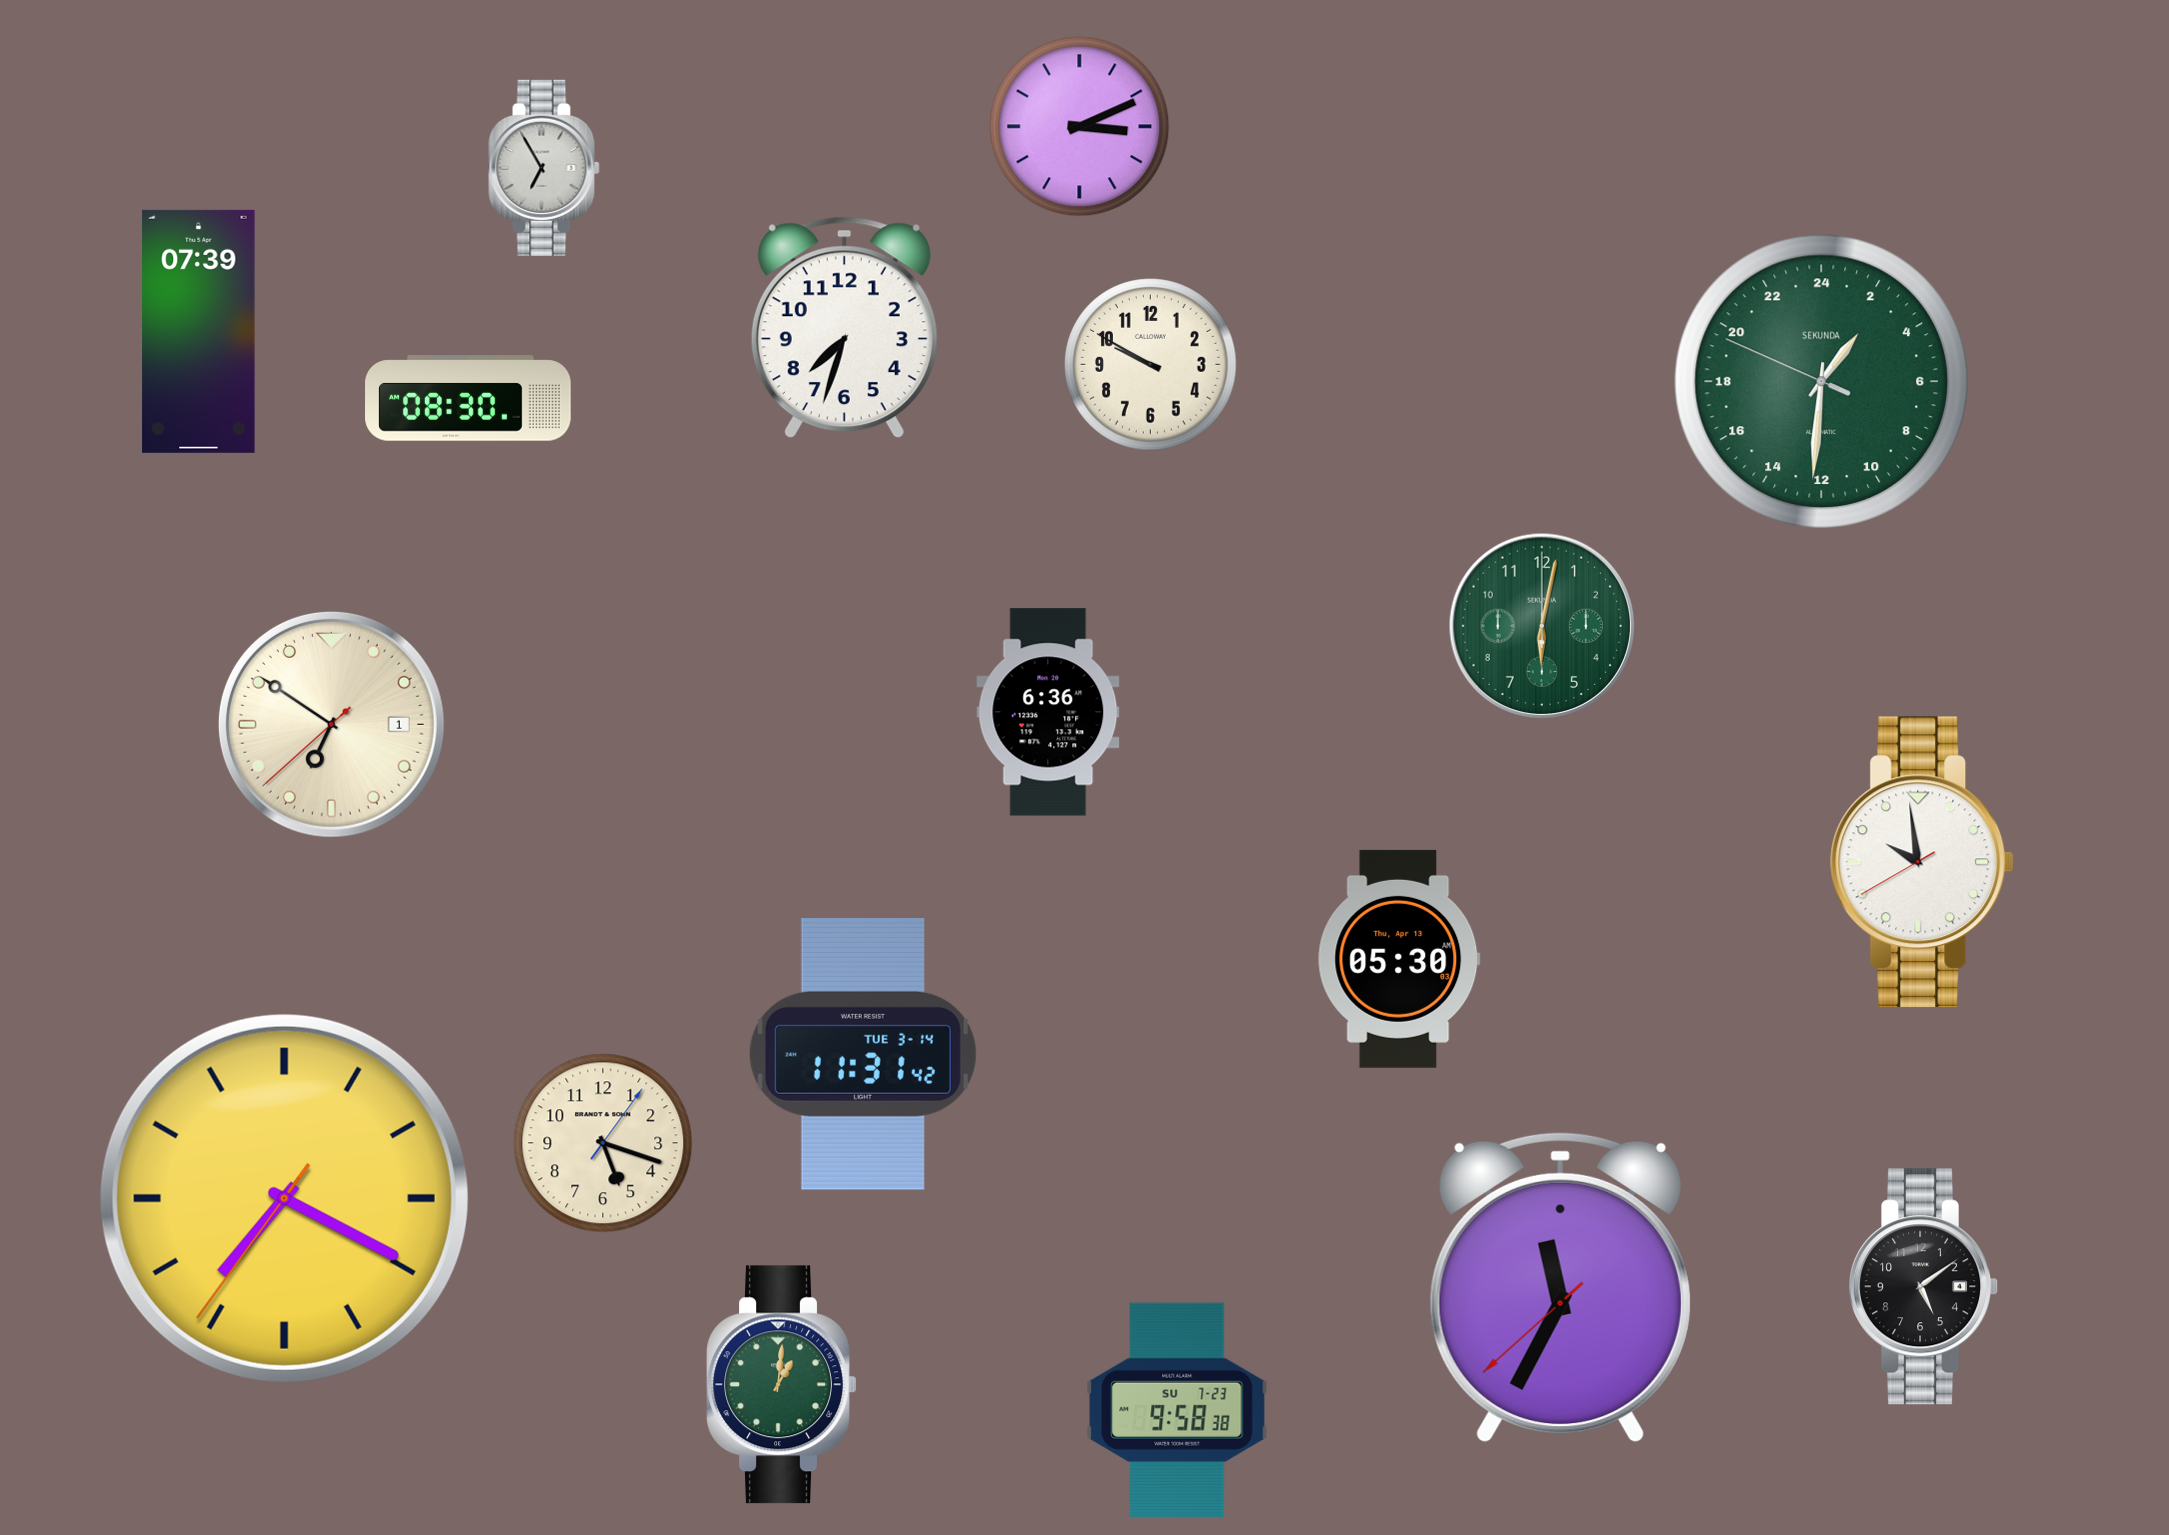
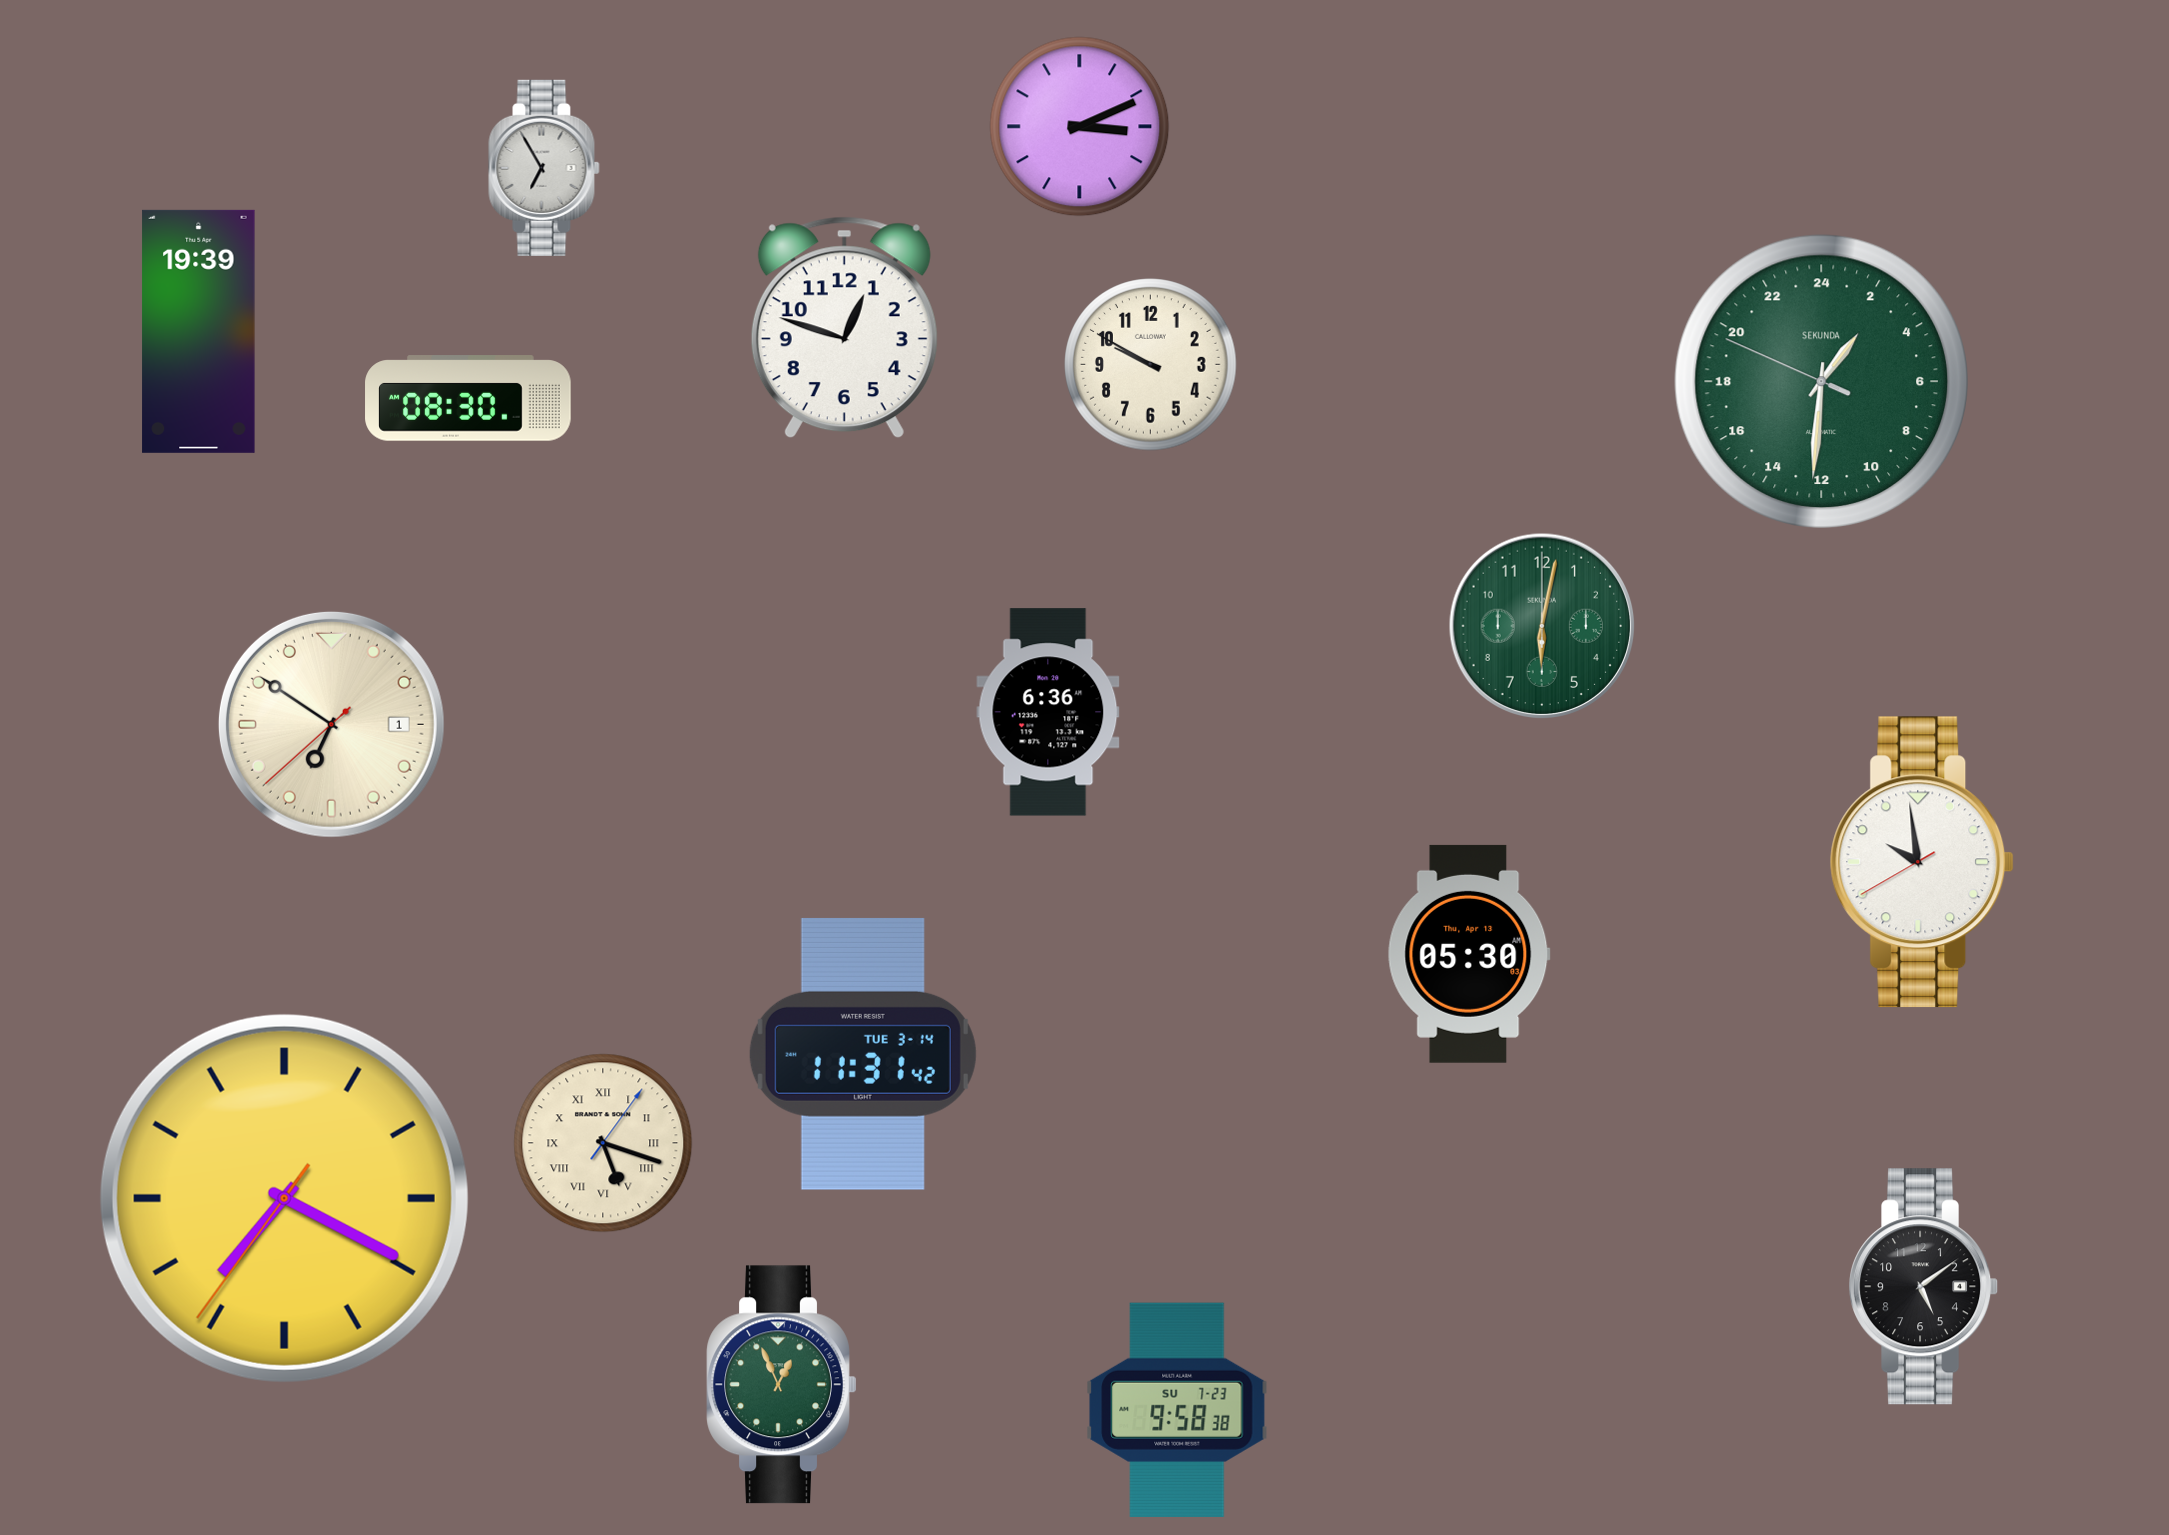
clock at (844, 328): 7:33 -> 12:48
clock at (199, 331): 07:39 -> 19:39
clock at (1399, 959) position: (1399, 959) -> (1469, 954)
clock at (603, 1143) numerals: Arabic -> Roman
clock at (1560, 1287): 11:34 -> none
clock at (782, 1385): 1:01 -> 12:56
